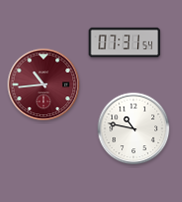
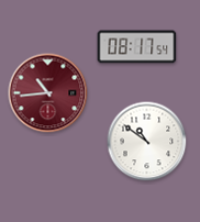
clock at (125, 43): 07:31 -> 08:17
clock at (134, 129): 10:47 -> 10:51
